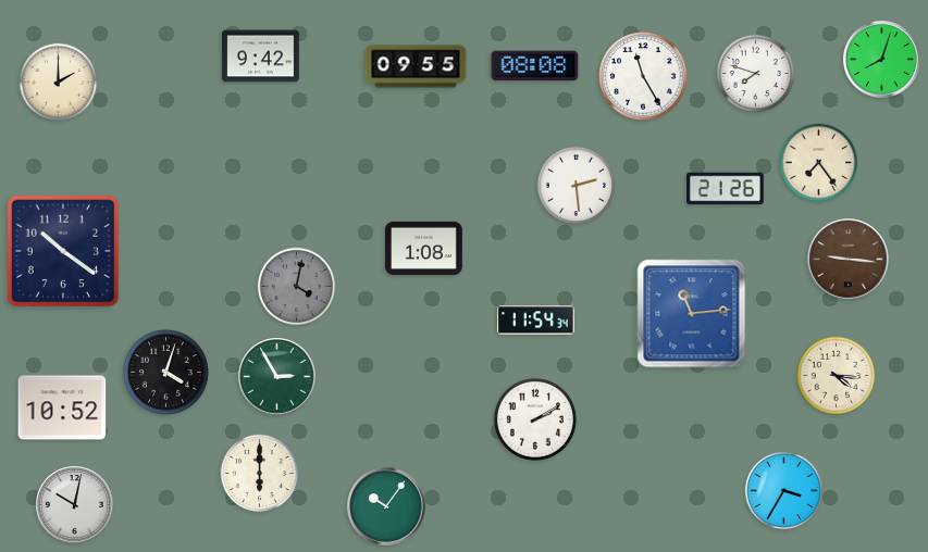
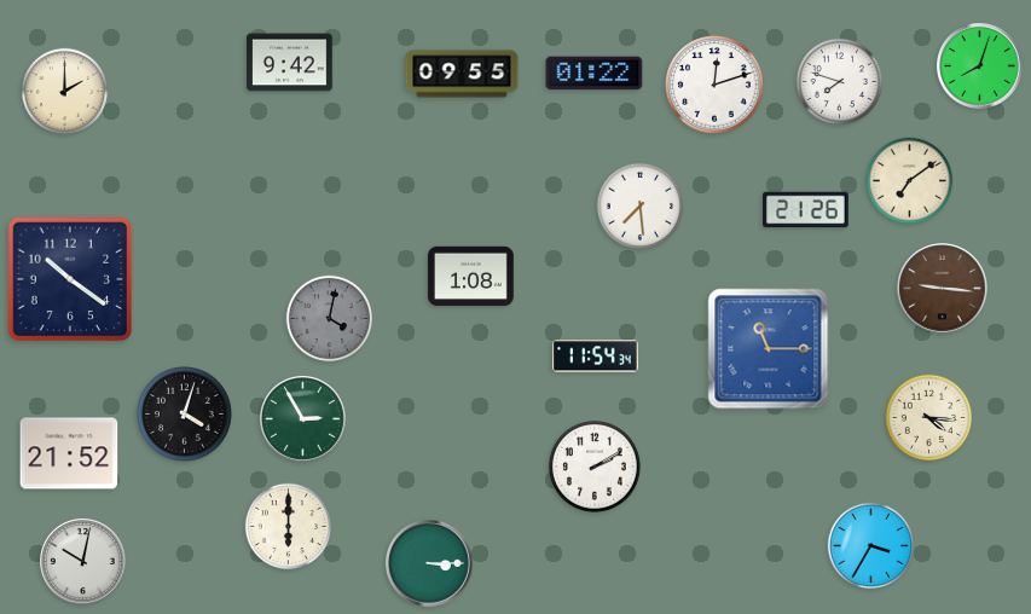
clock at (535, 66): 08:08 -> 01:22
clock at (643, 76): 11:25 -> 12:12
clock at (819, 163): 7:24 -> 7:09
clock at (577, 186): 2:29 -> 7:29
clock at (692, 314): 11:14 -> 11:15
clock at (277, 377) position: (277, 377) -> (303, 419)
clock at (62, 407): 10:52 -> 21:52
clock at (386, 506): 10:06 -> 3:15
